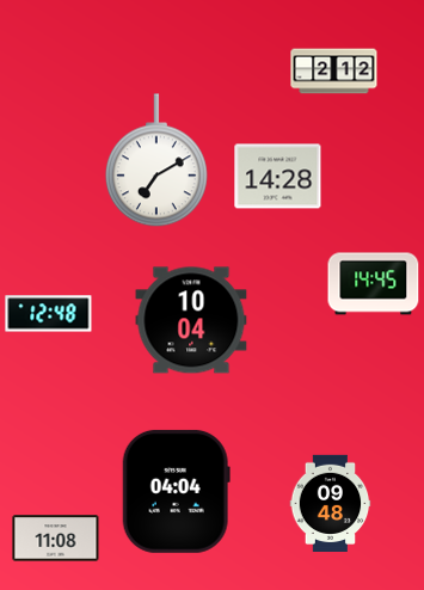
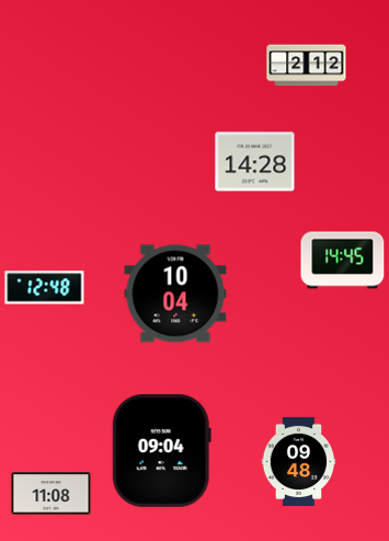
clock at (156, 161): 7:10 -> none
clock at (176, 491): 04:04 -> 09:04
clock at (331, 504) position: (331, 504) -> (299, 462)
